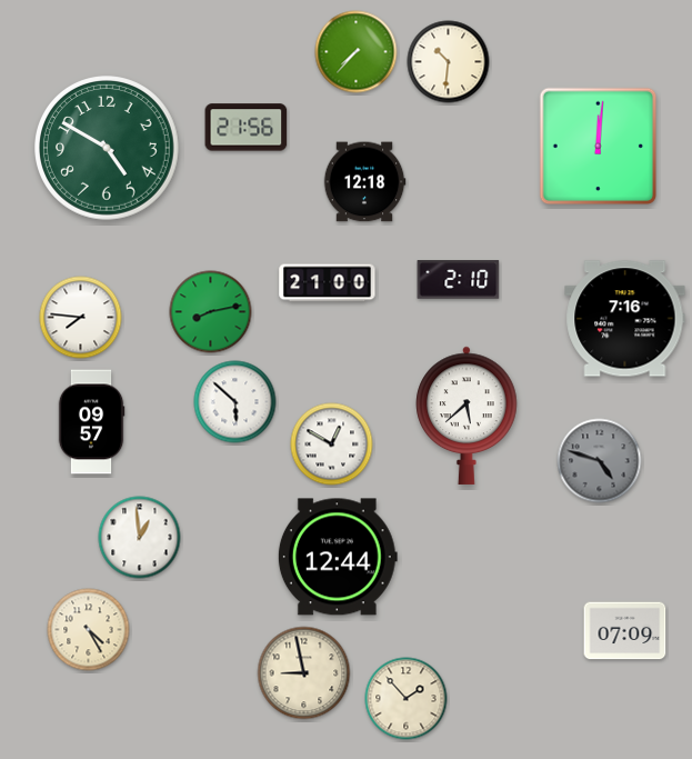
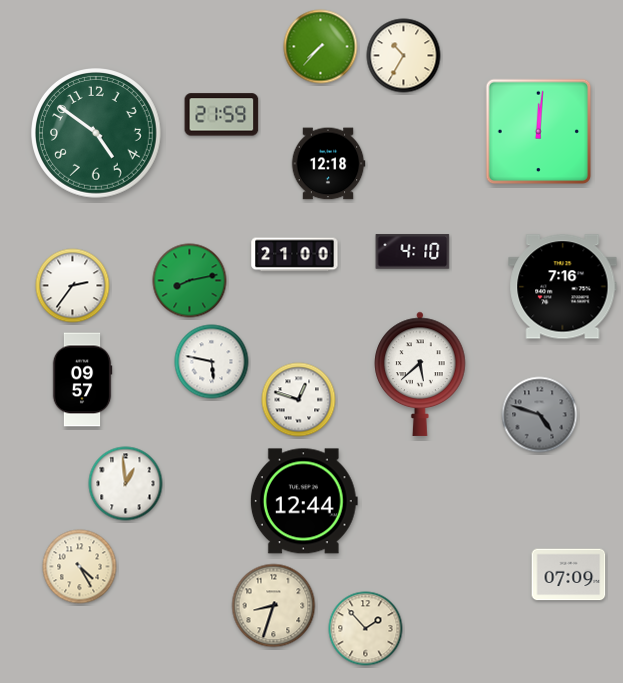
clock at (449, 62): 10:31 -> 10:35
clock at (247, 128): 21:56 -> 21:59
clock at (108, 149): 4:50 -> 4:51
clock at (459, 280): 2:10 -> 4:10
clock at (81, 318): 7:46 -> 2:36
clock at (235, 402): 5:52 -> 5:47
clock at (332, 445): 12:50 -> 12:48
clock at (625, 631) position: (625, 631) -> (569, 575)
clock at (304, 673): 8:58 -> 8:33
